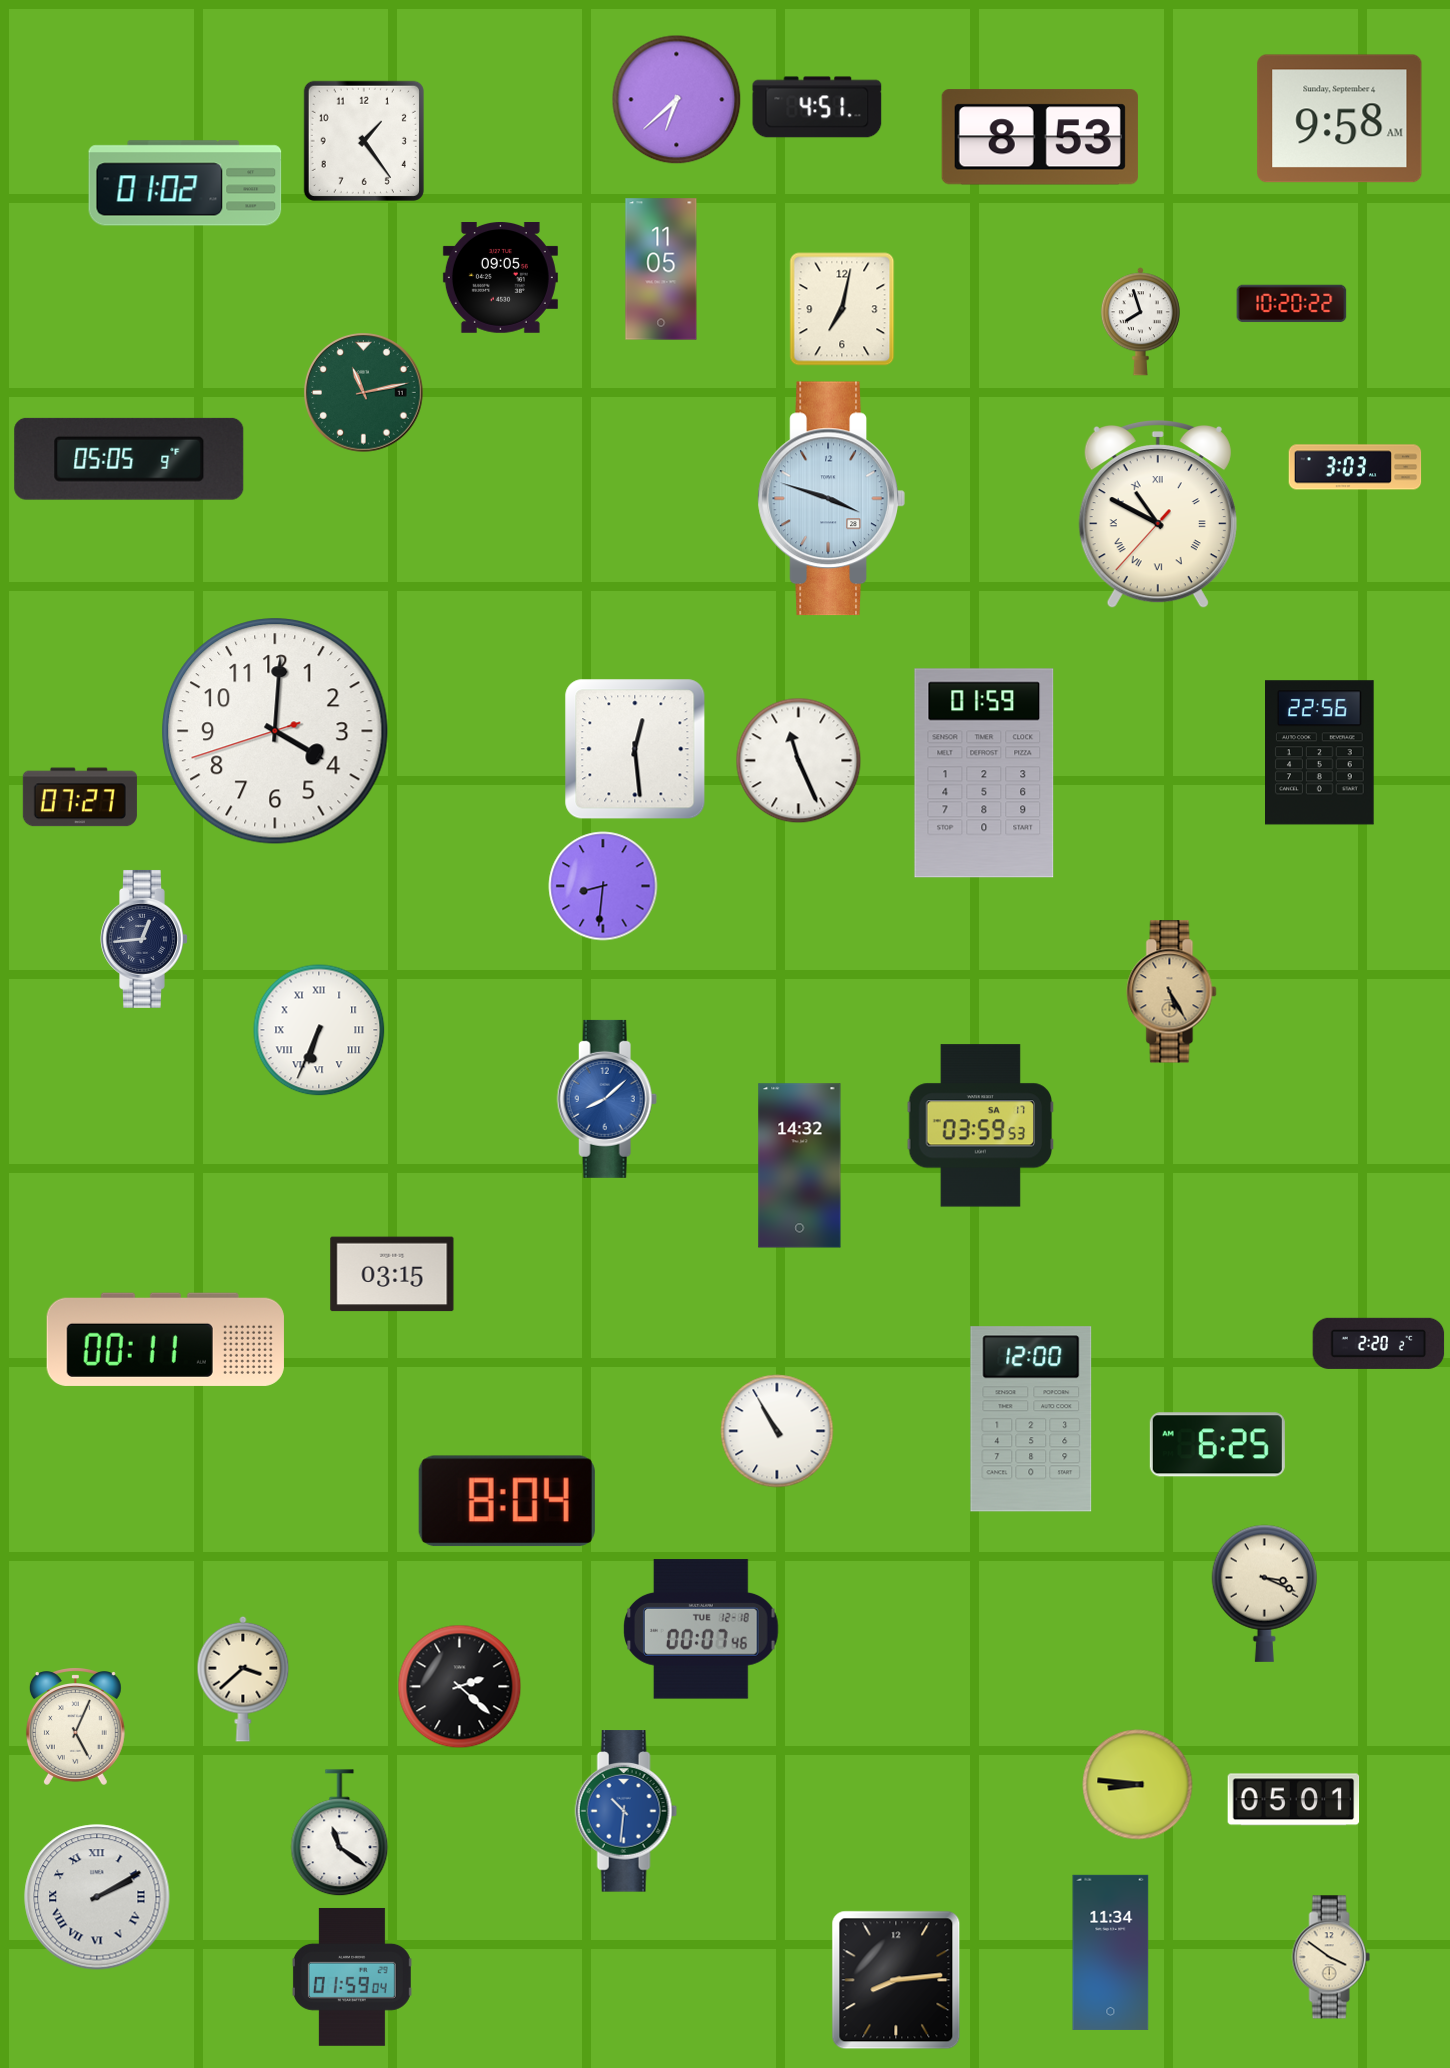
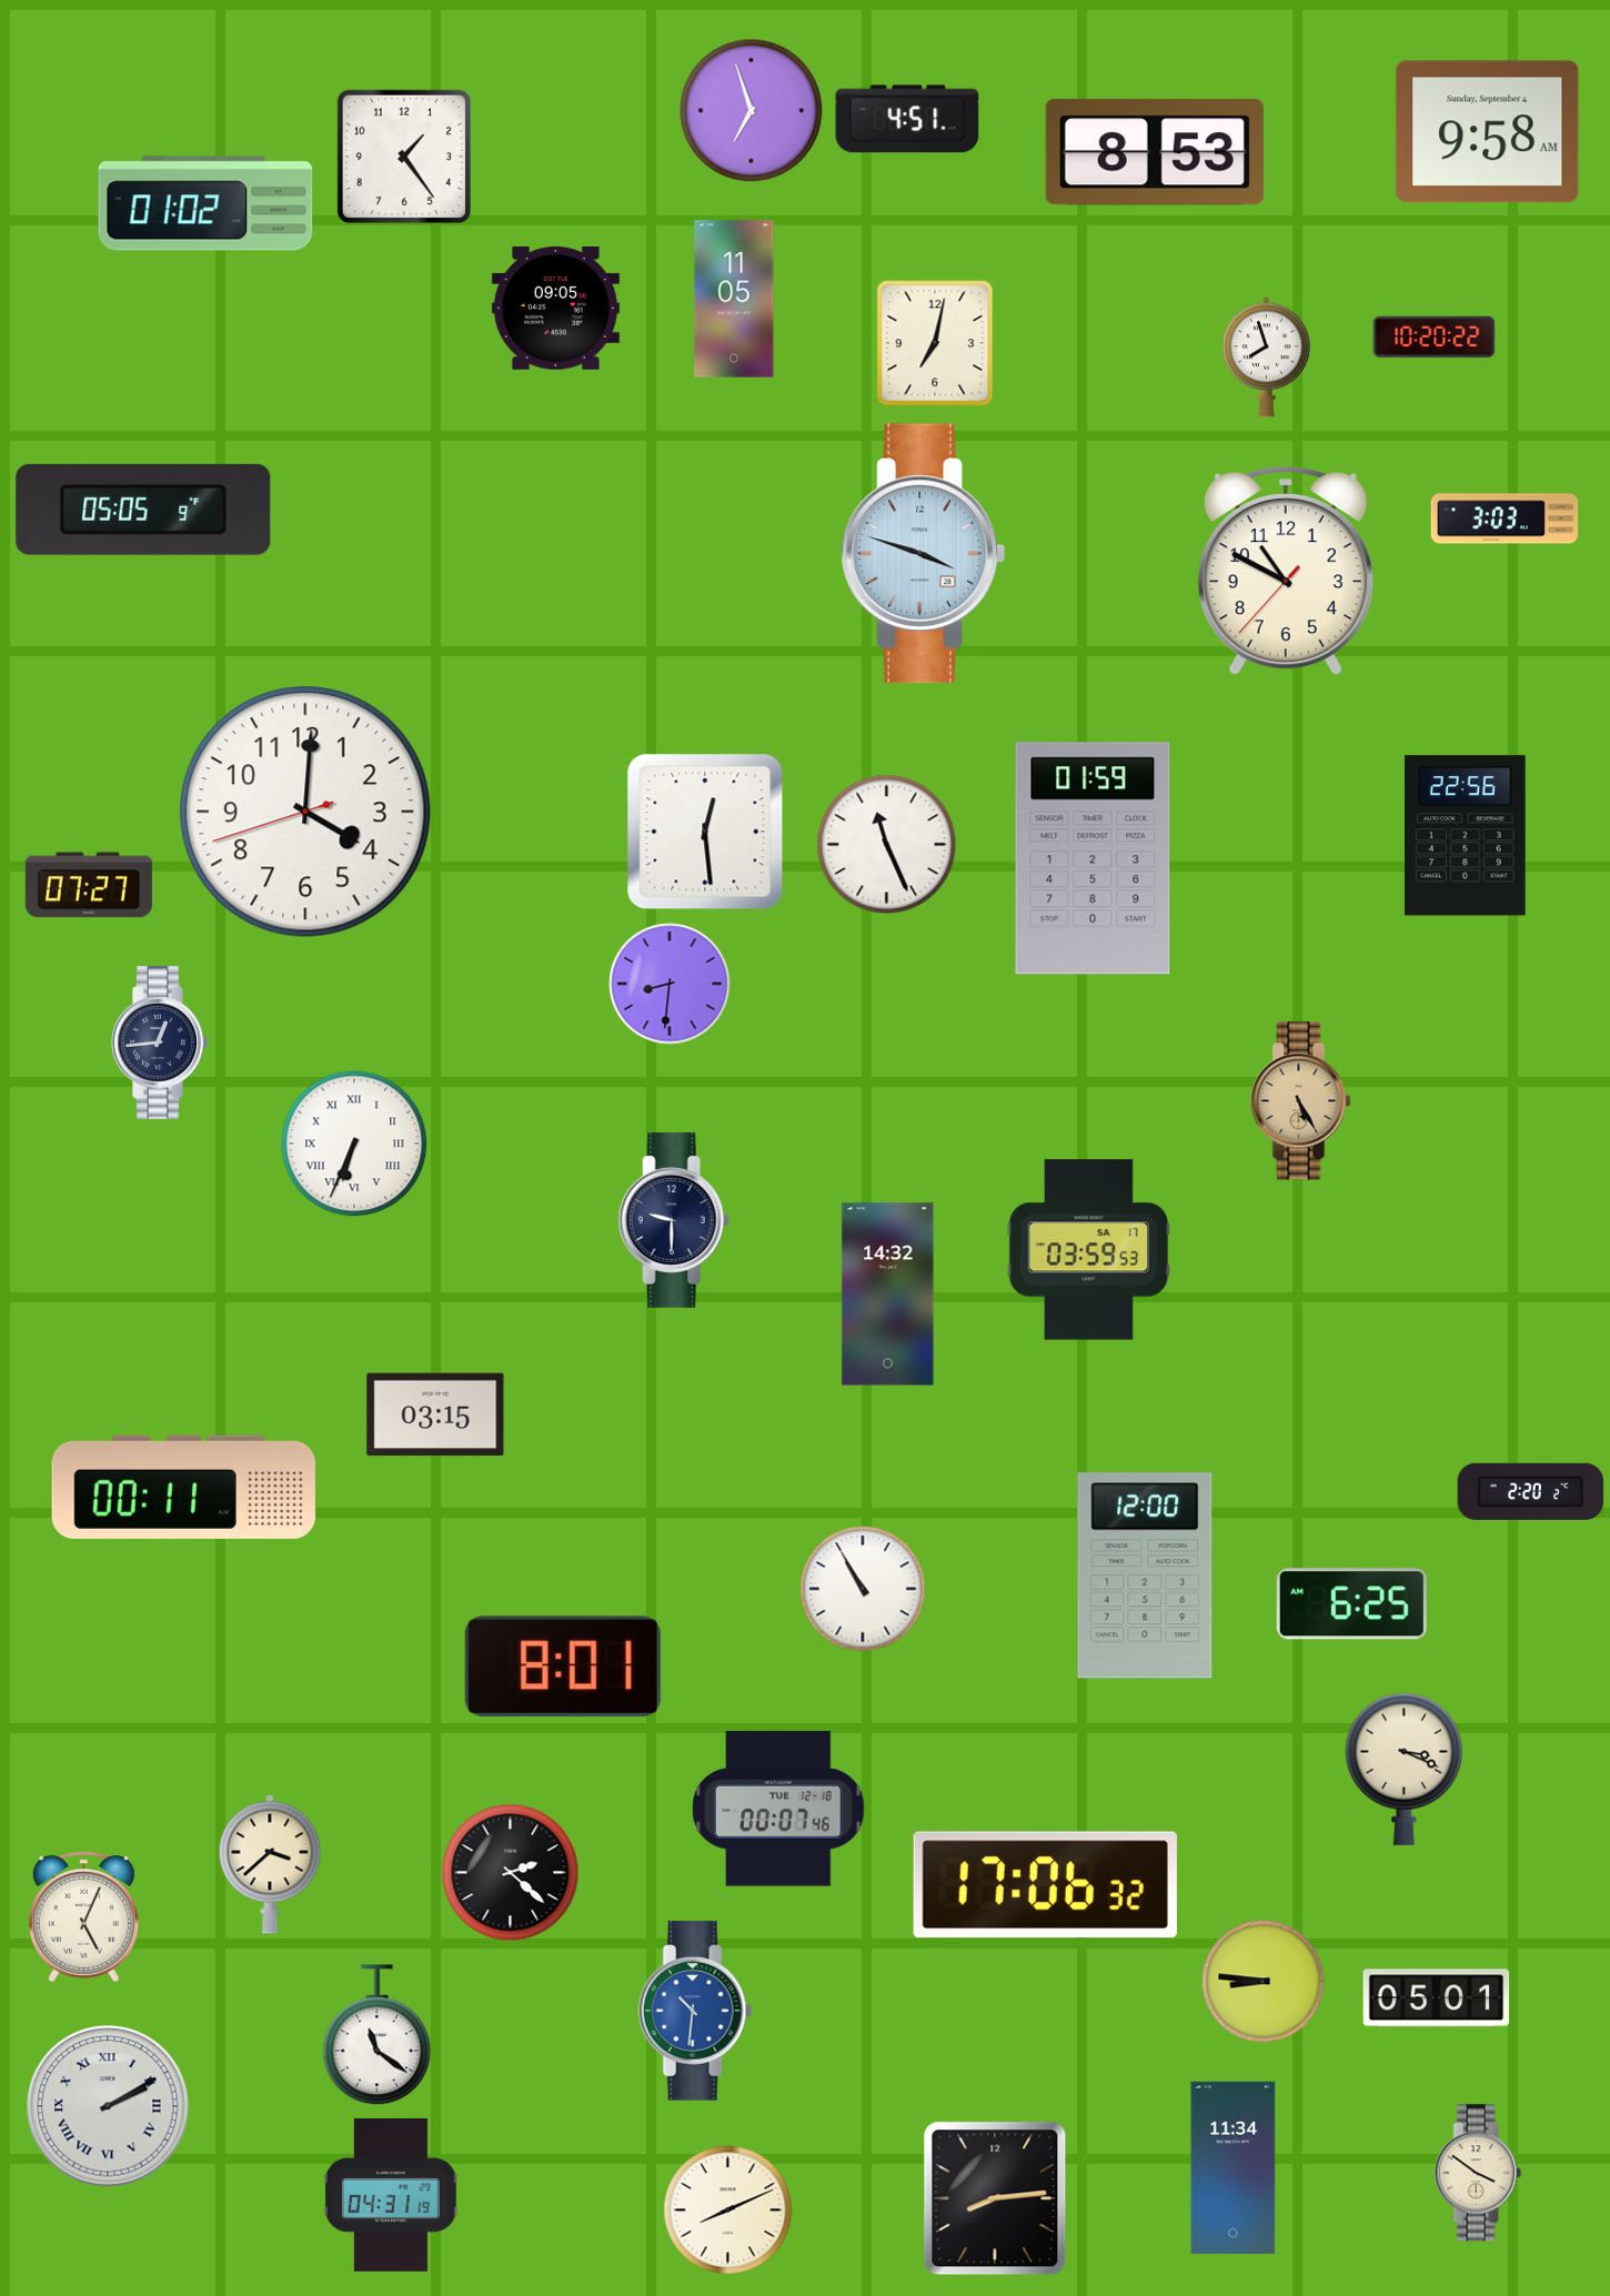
clock at (677, 100): 6:38 -> 6:57
clock at (364, 393): 11:13 -> none
clock at (1158, 515) numerals: Roman -> Arabic
clock at (607, 1099): 8:08 -> 9:30
clock at (607, 1099) dial: blue -> navy
clock at (507, 1501): 8:04 -> 8:01
clock at (1045, 1885): none -> 17:06
clock at (352, 1977): 01:59 -> 04:31
clock at (728, 2211): none -> 8:11
